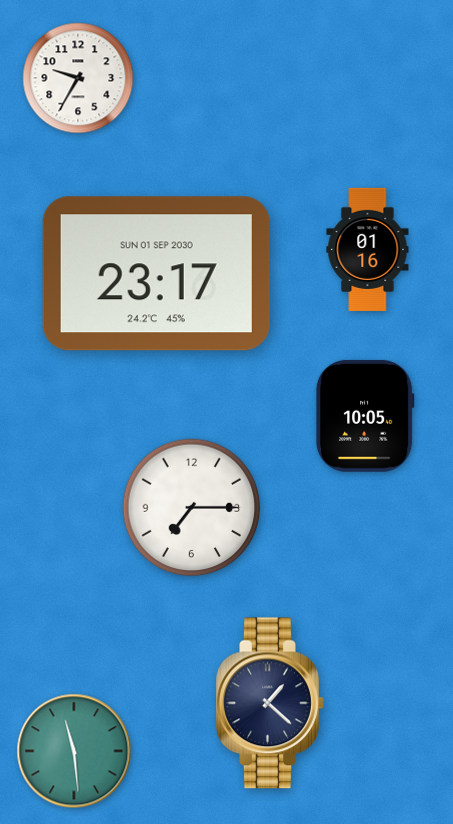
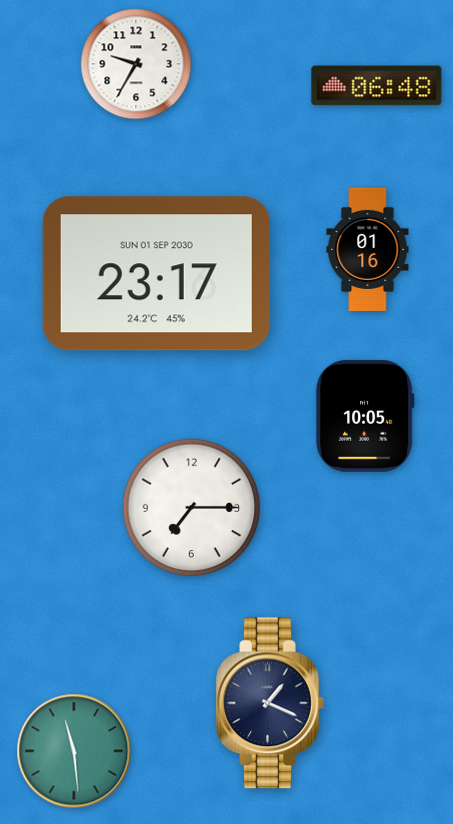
clock at (78, 78) position: (78, 78) -> (136, 64)
clock at (377, 86): none -> 06:48
clock at (270, 703): 1:22 -> 1:19
